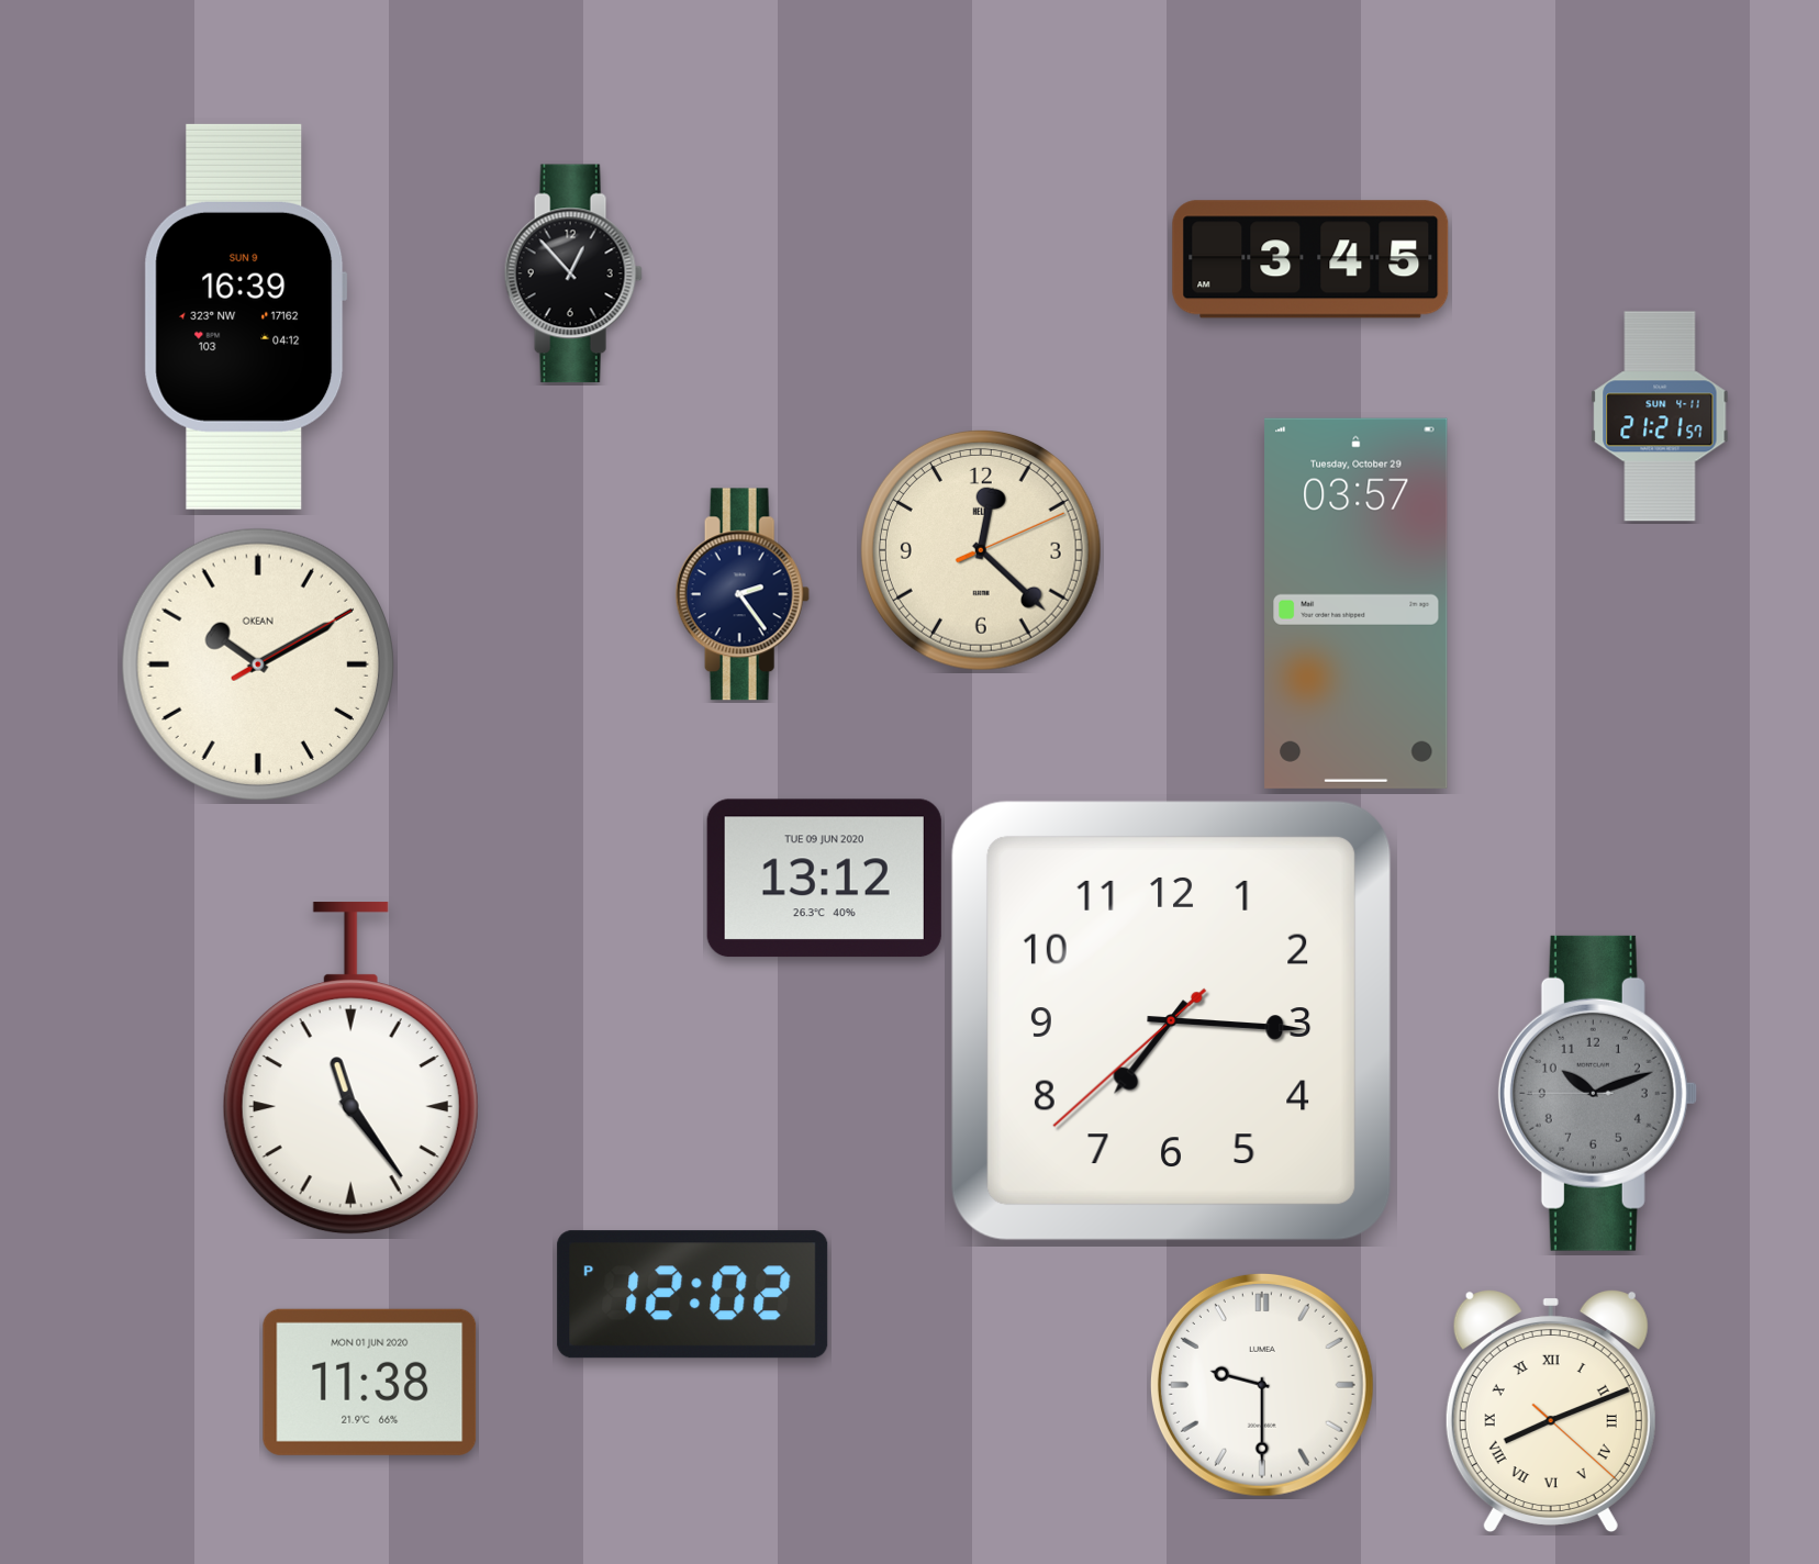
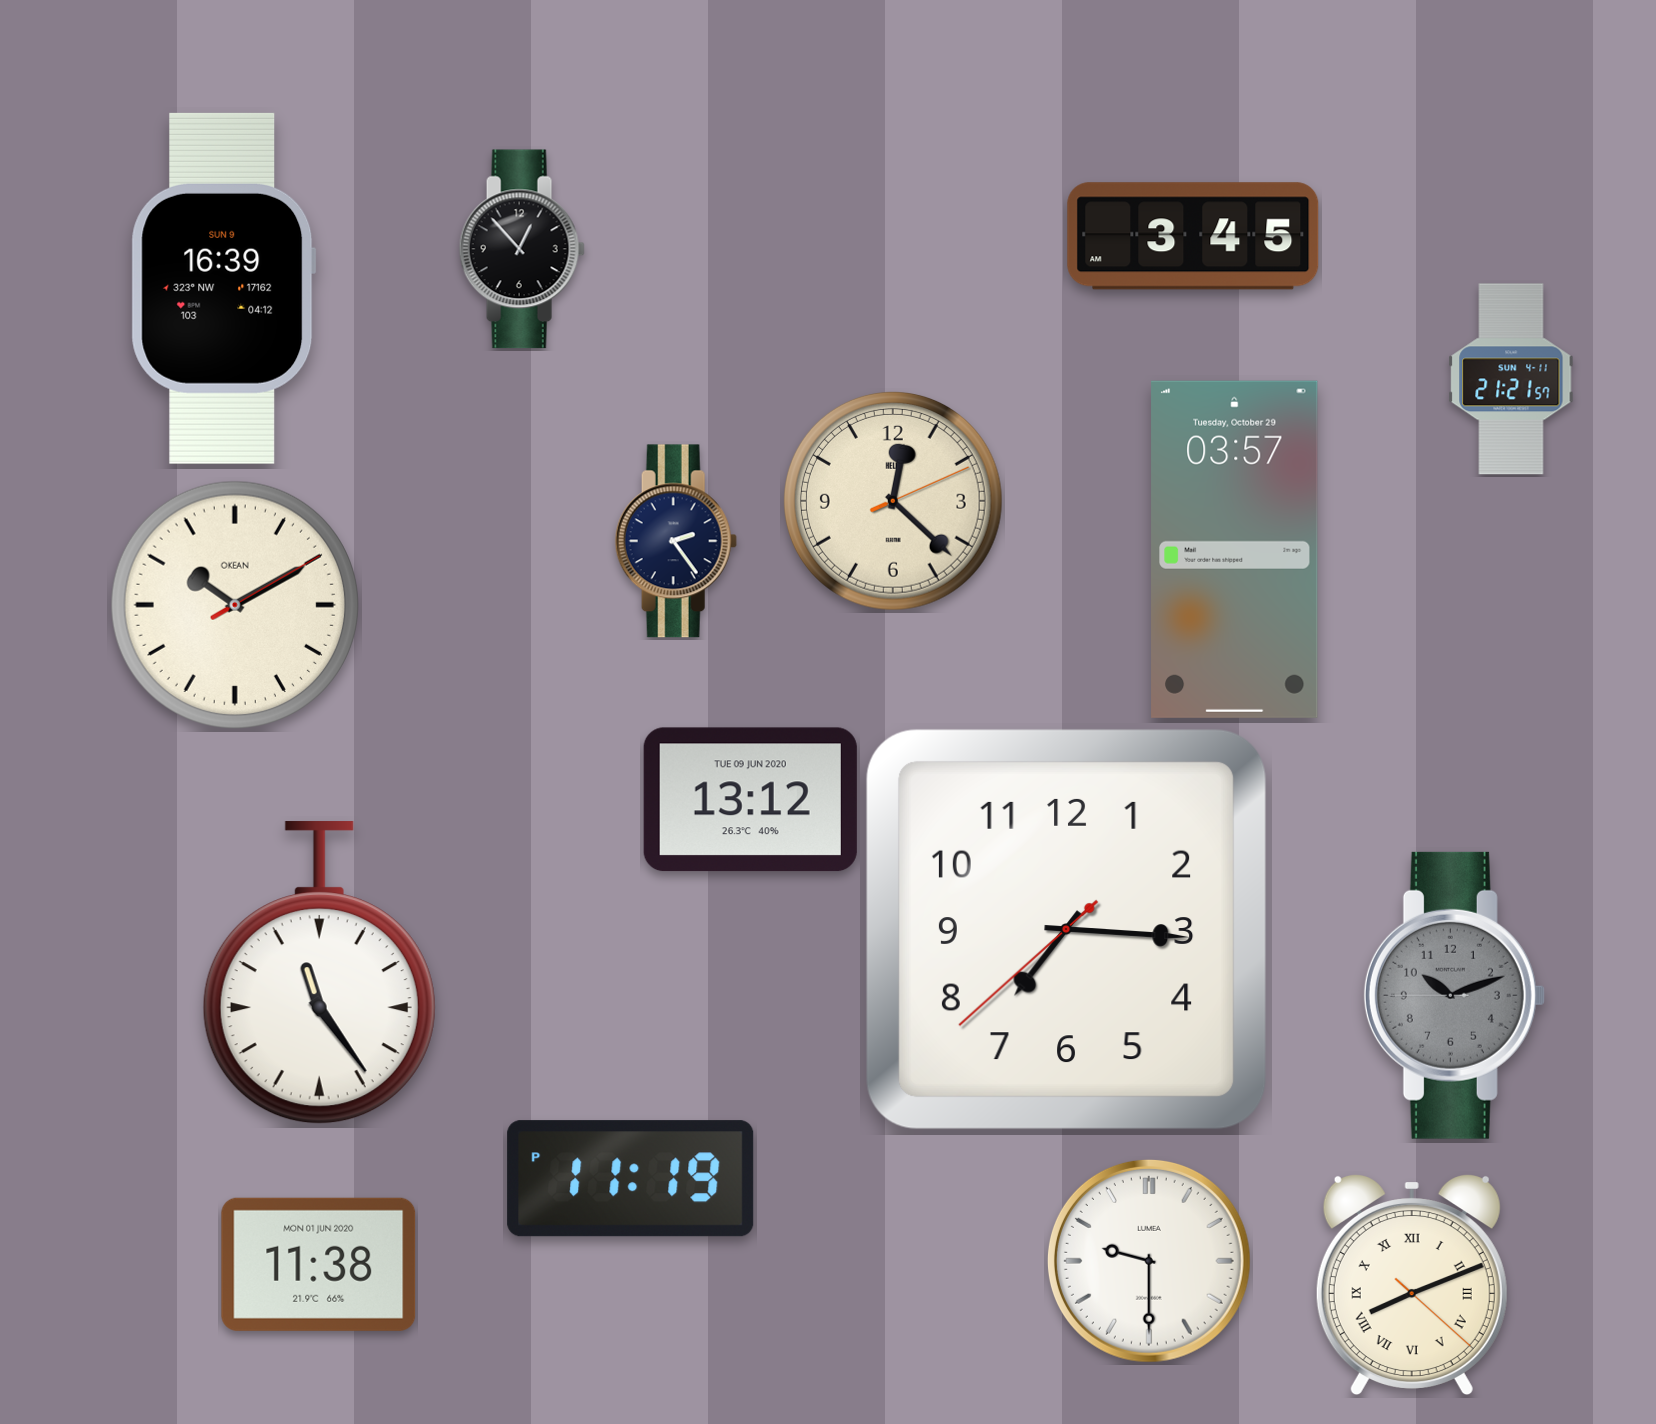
clock at (693, 1295): 12:02 -> 11:19
clock at (370, 1382) position: (370, 1382) -> (319, 1264)
